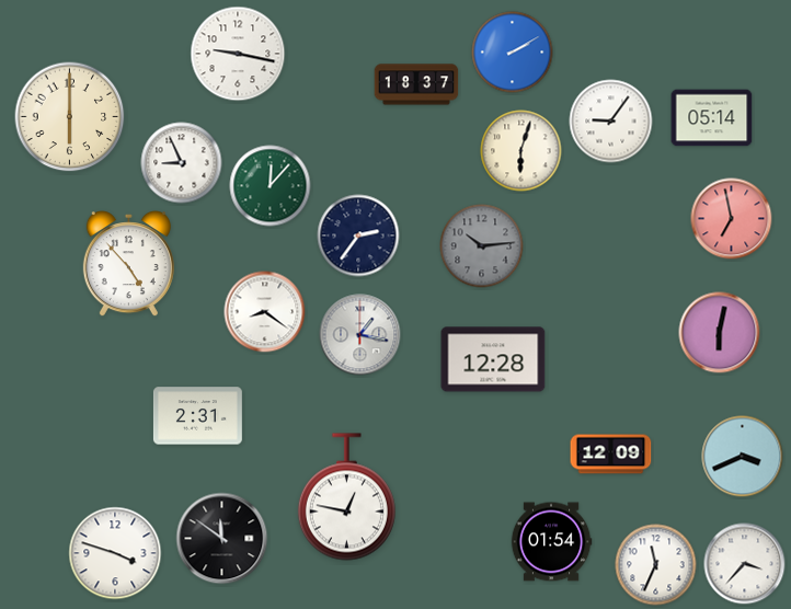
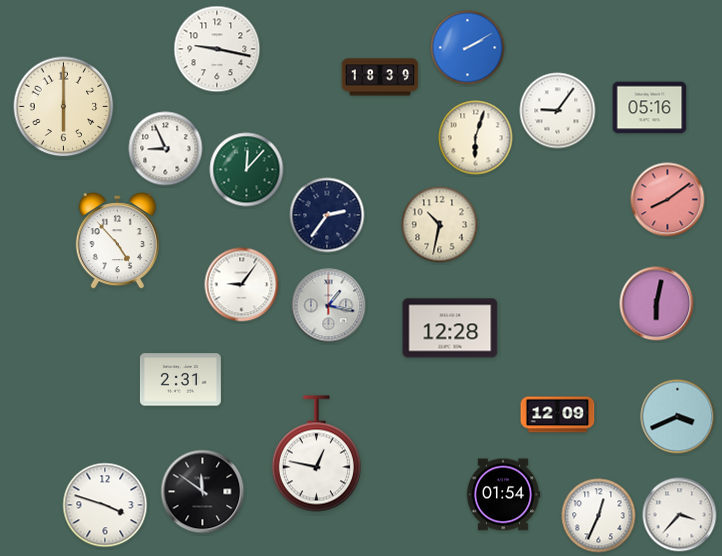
clock at (416, 84): 18:37 -> 18:39
clock at (712, 118): 05:14 -> 05:16
clock at (732, 219): 6:58 -> 8:09
clock at (482, 246): 10:14 -> 10:32
clock at (482, 246) dial: grey -> cream
clock at (265, 312): 8:21 -> 9:06
clock at (656, 565): 11:34 -> 12:34
